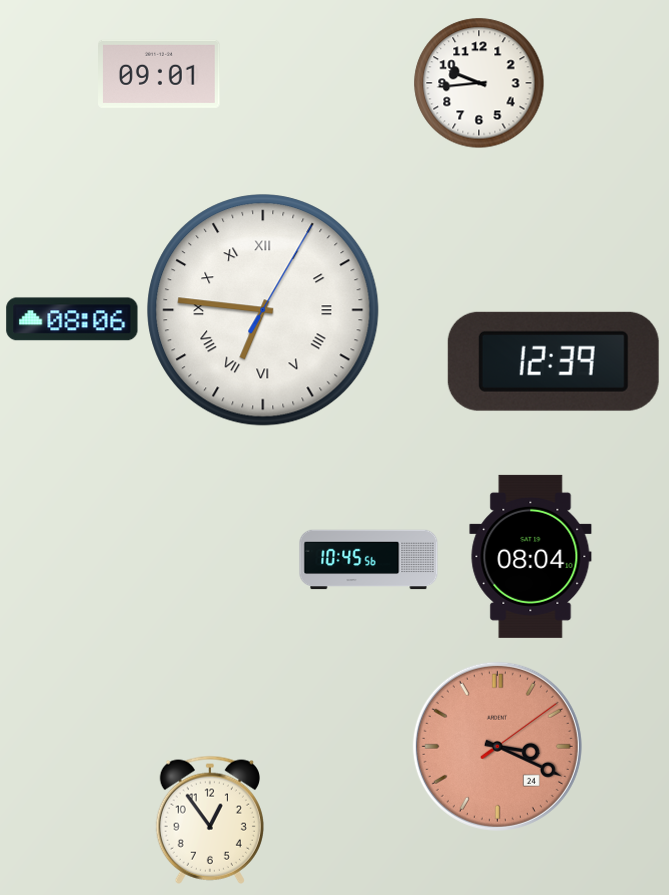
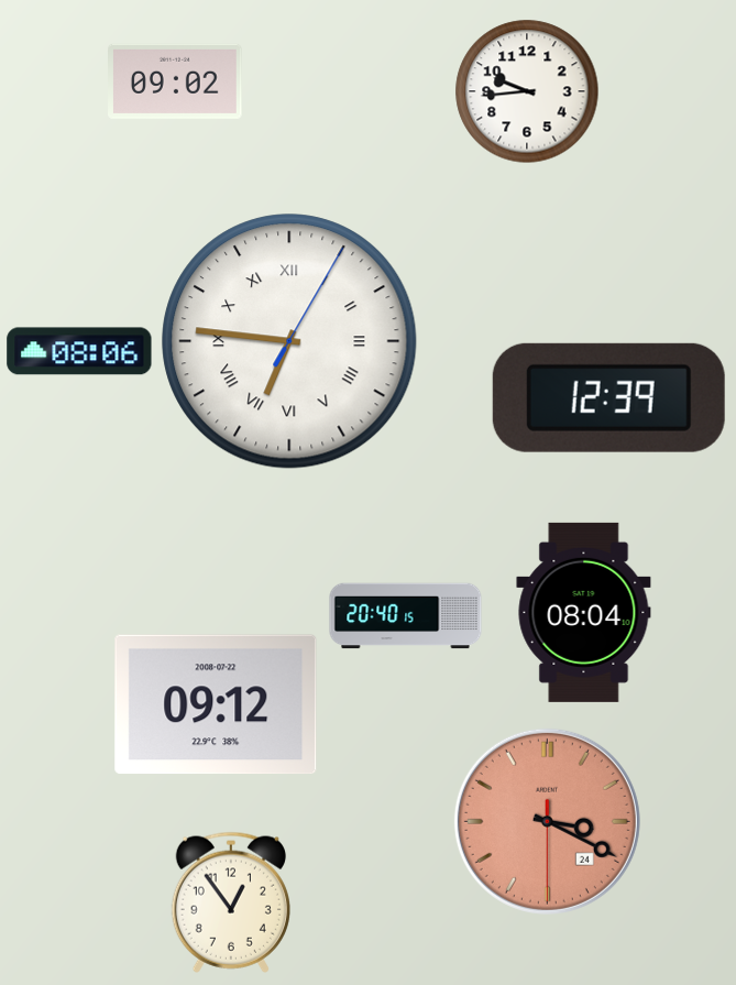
clock at (160, 74): 09:01 -> 09:02
clock at (369, 560): 10:45 -> 20:40
clock at (216, 704): none -> 09:12
clock at (497, 746): 3:19:09 -> 3:19:30
